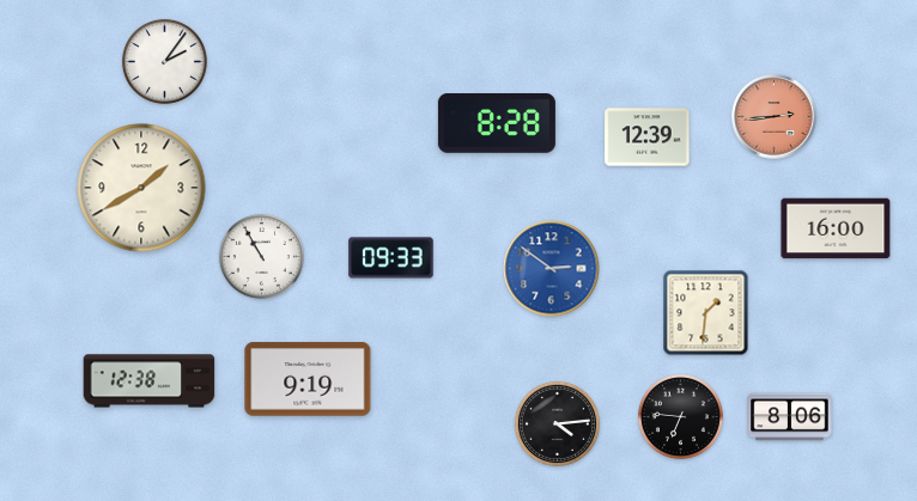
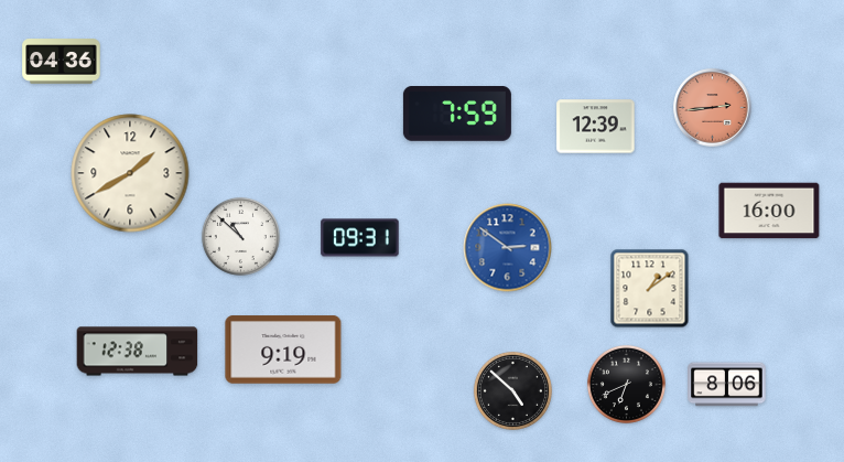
clock at (164, 61): 2:06 -> none
clock at (62, 62): none -> 04:36
clock at (497, 124): 8:28 -> 7:59
clock at (261, 256): 10:55 -> 10:52
clock at (391, 258): 09:33 -> 09:31
clock at (706, 313): 1:31 -> 1:09
clock at (680, 416): 6:46 -> 6:41
clock at (557, 423): 4:14 -> 4:52
